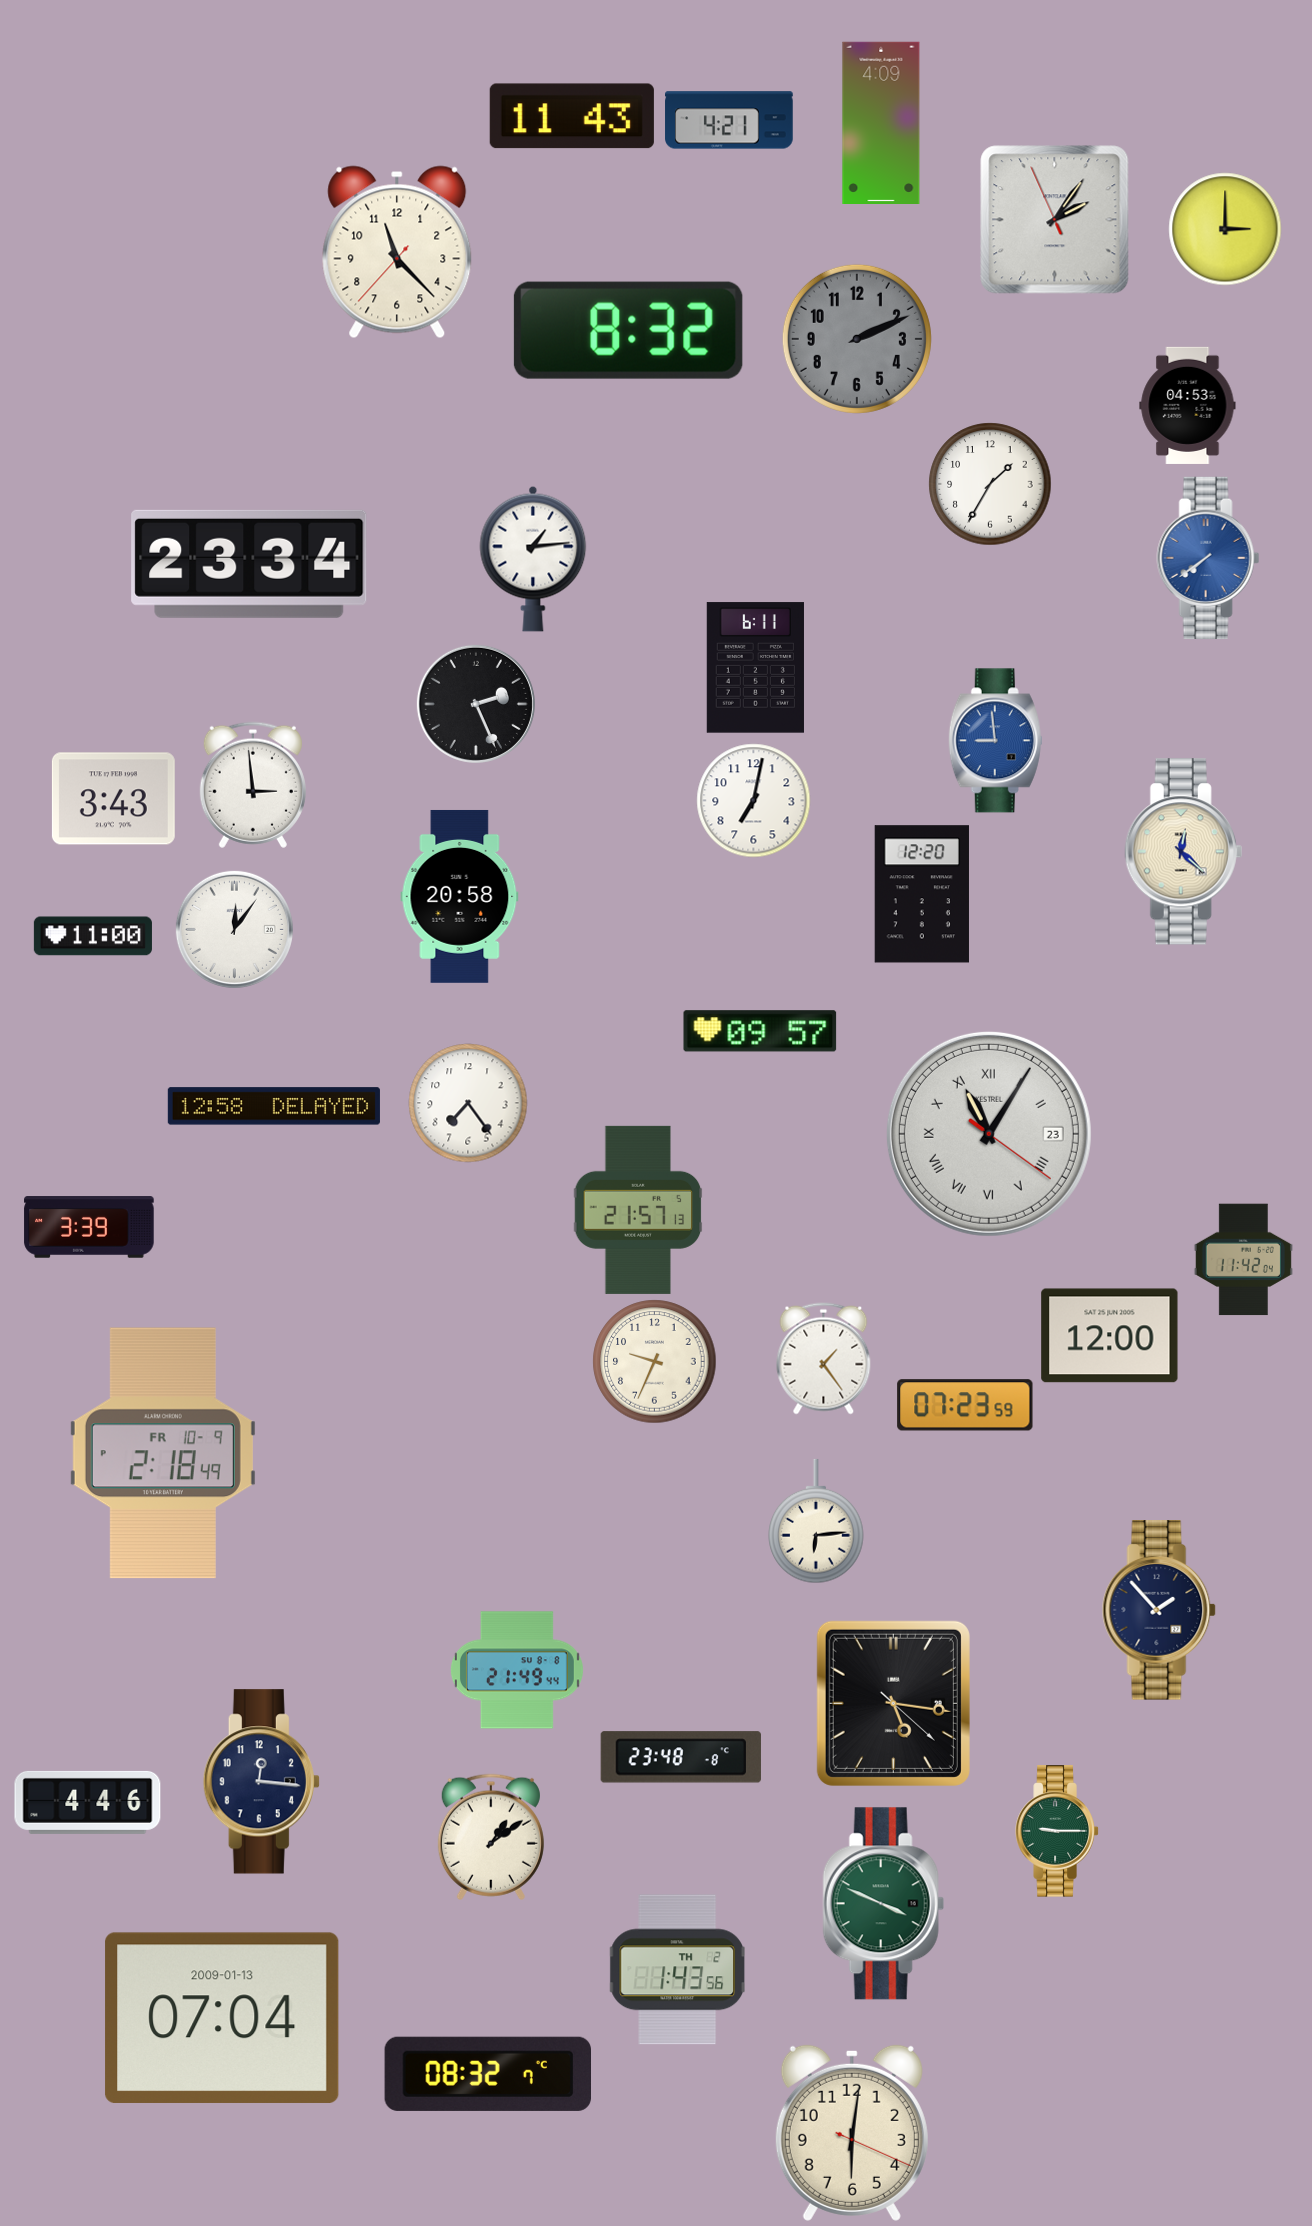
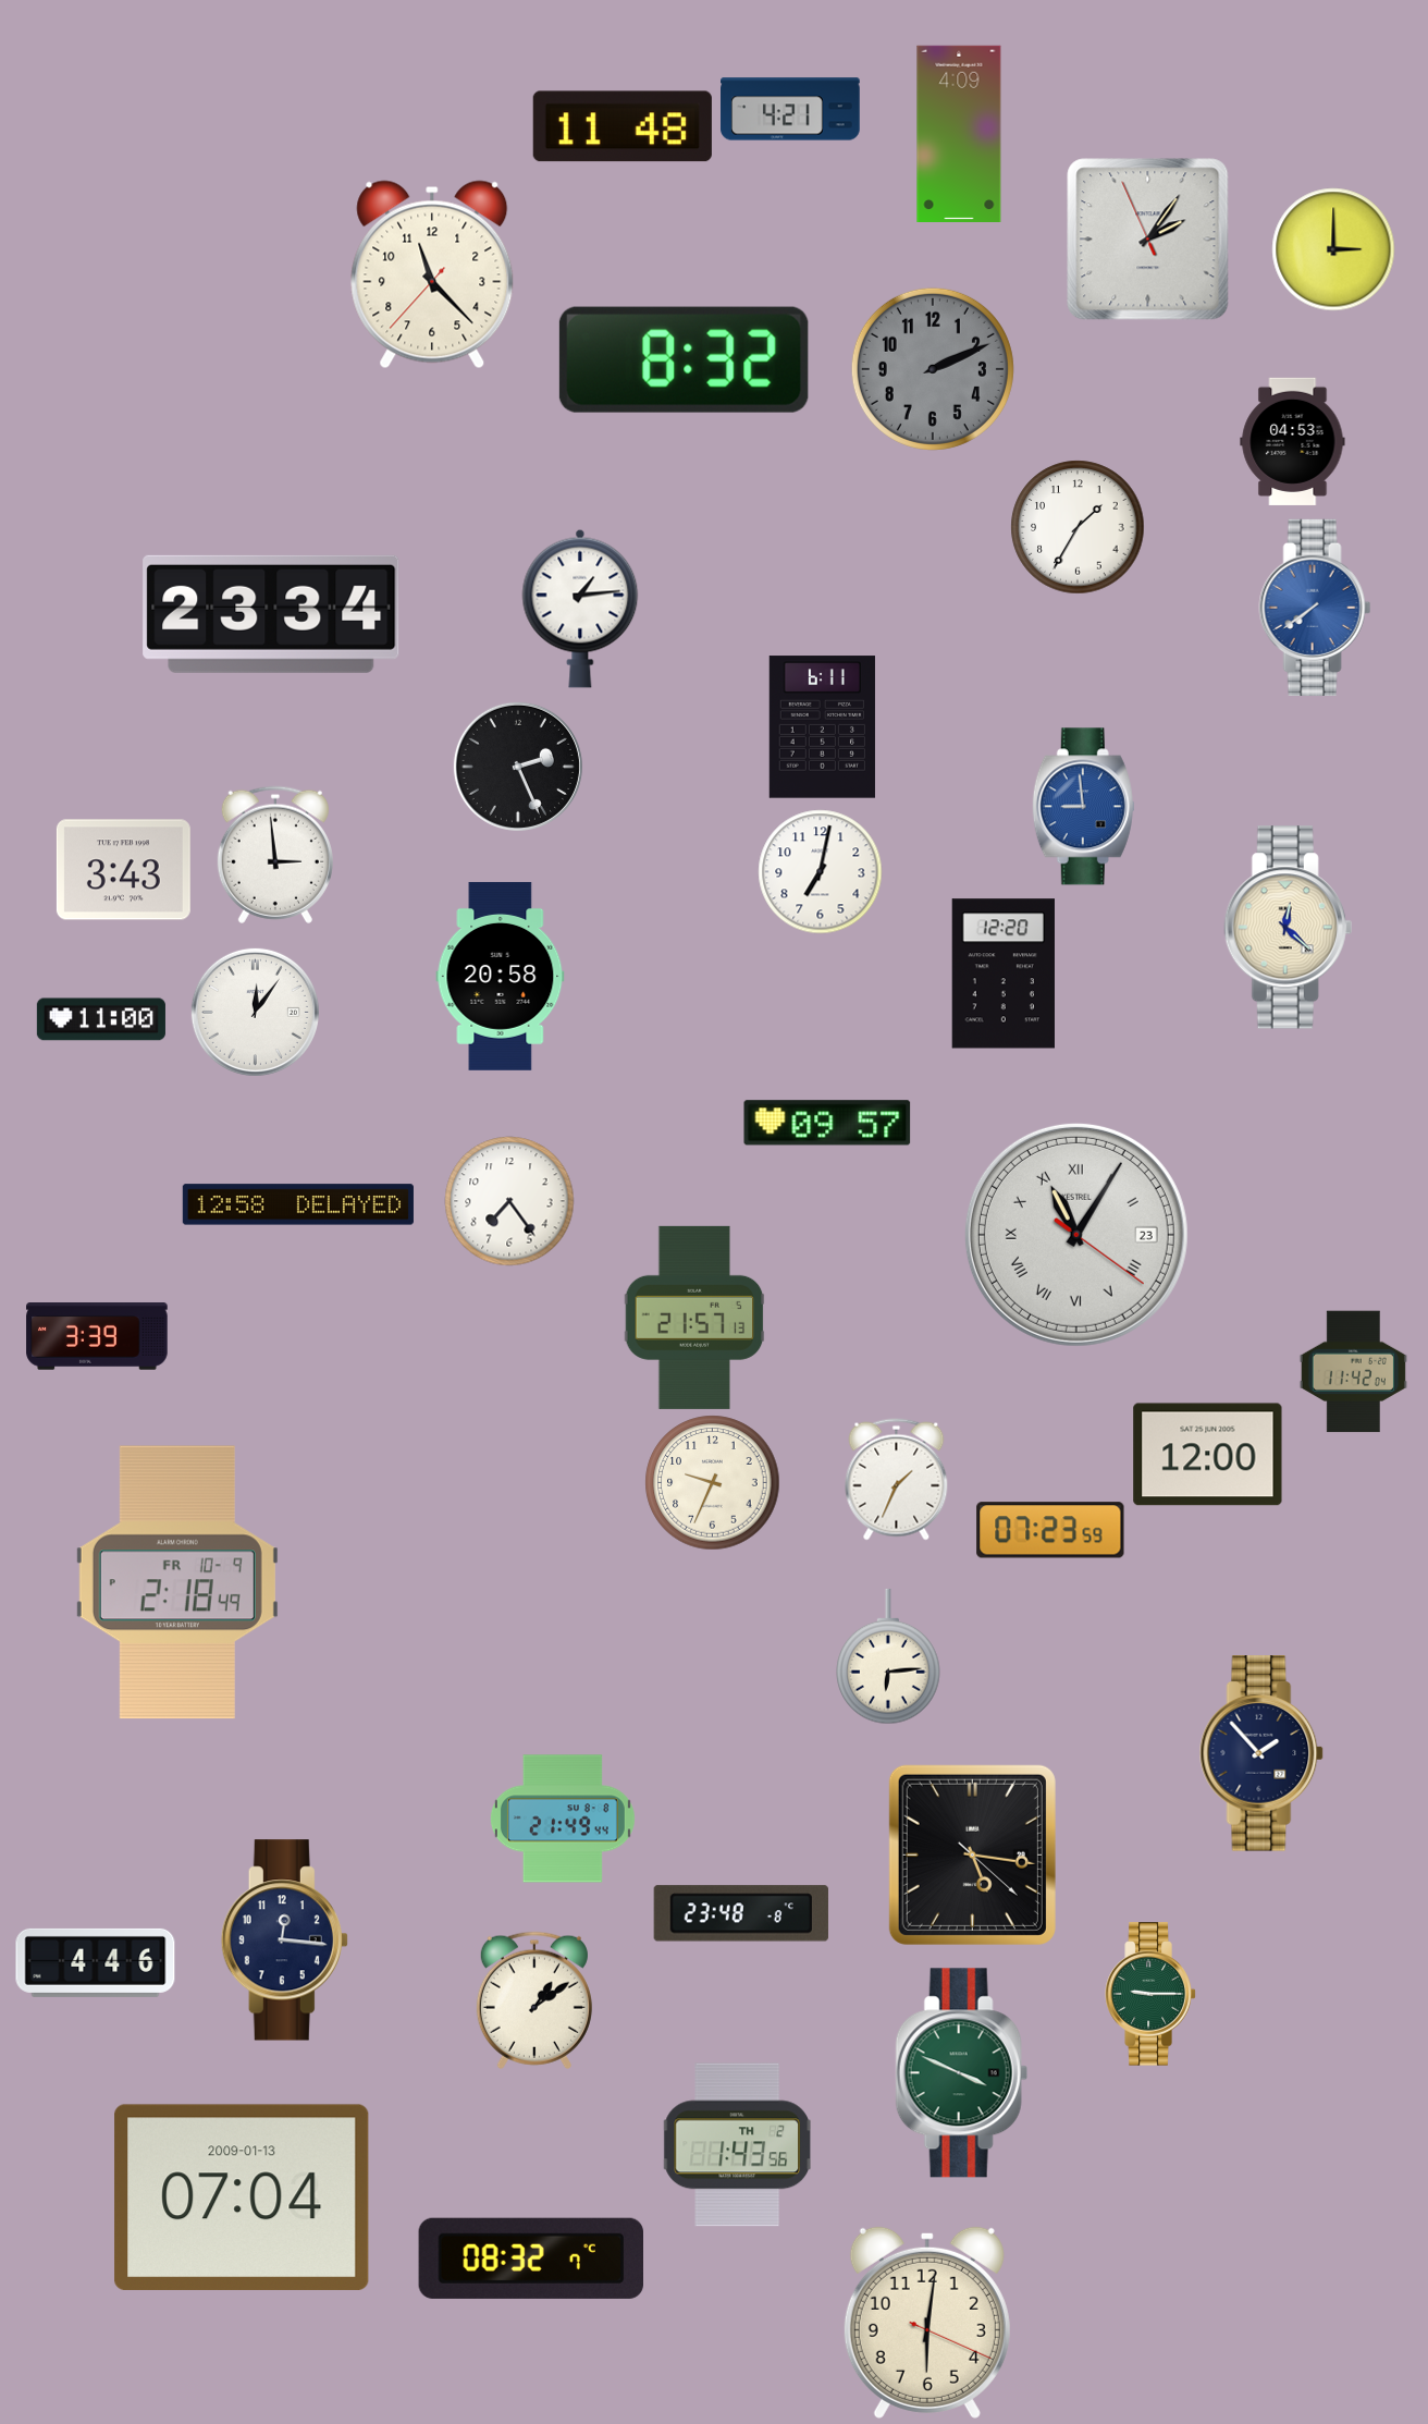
clock at (572, 116): 11:43 -> 11:48
clock at (729, 120) position: (729, 120) -> (790, 109)
clock at (824, 1359): 1:24 -> 1:34
